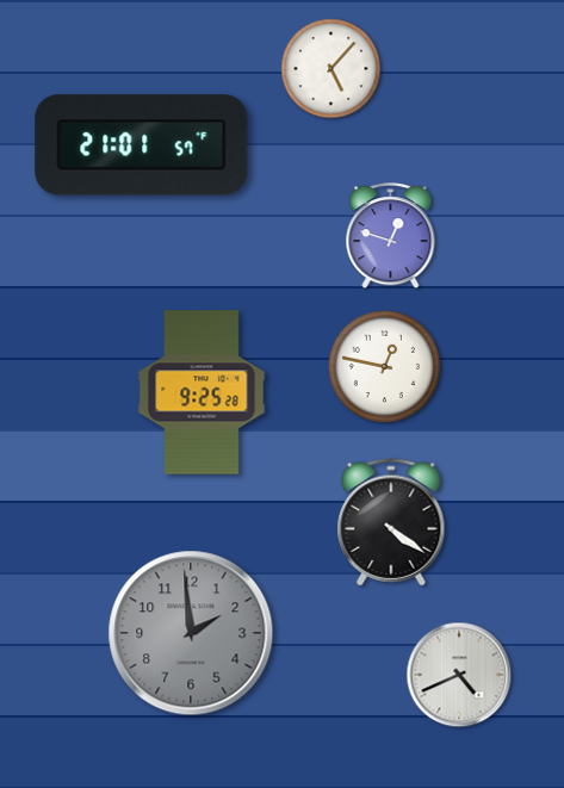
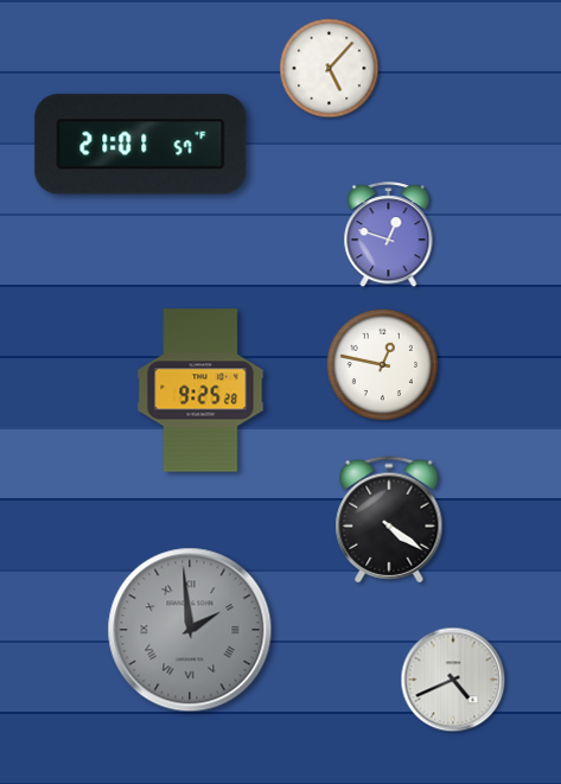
clock at (191, 633) numerals: Arabic -> Roman
clock at (459, 675) position: (459, 675) -> (453, 680)
